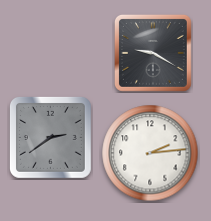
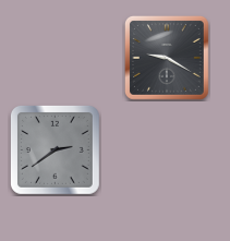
clock at (150, 153): 2:14 -> none
